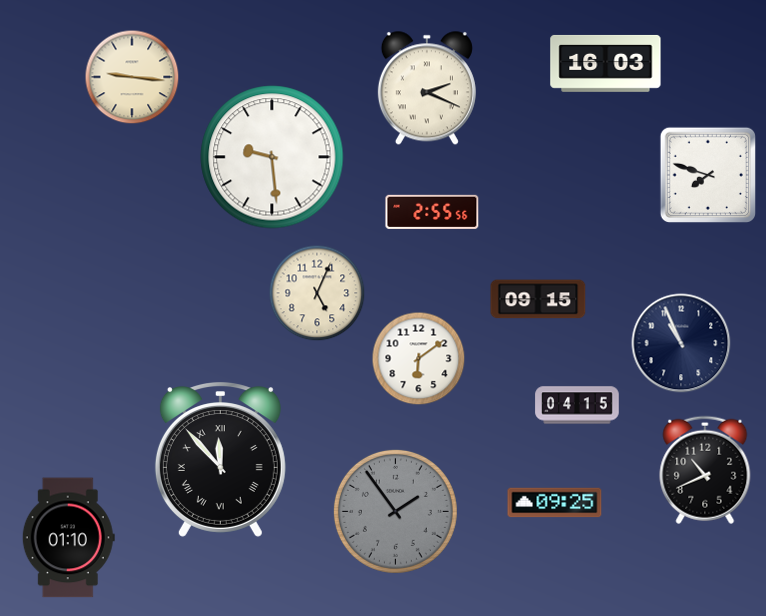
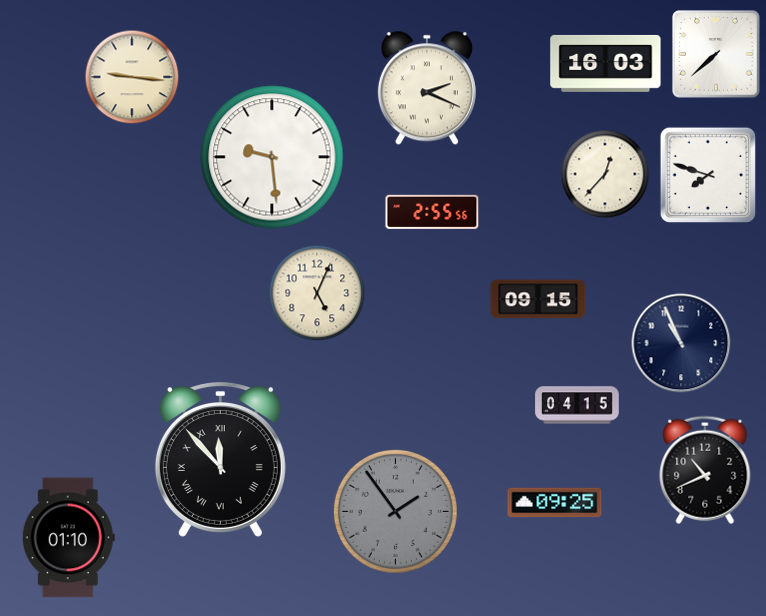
clock at (716, 54): none -> 7:38
clock at (605, 174): none -> 12:37
clock at (419, 359): 6:09 -> none
